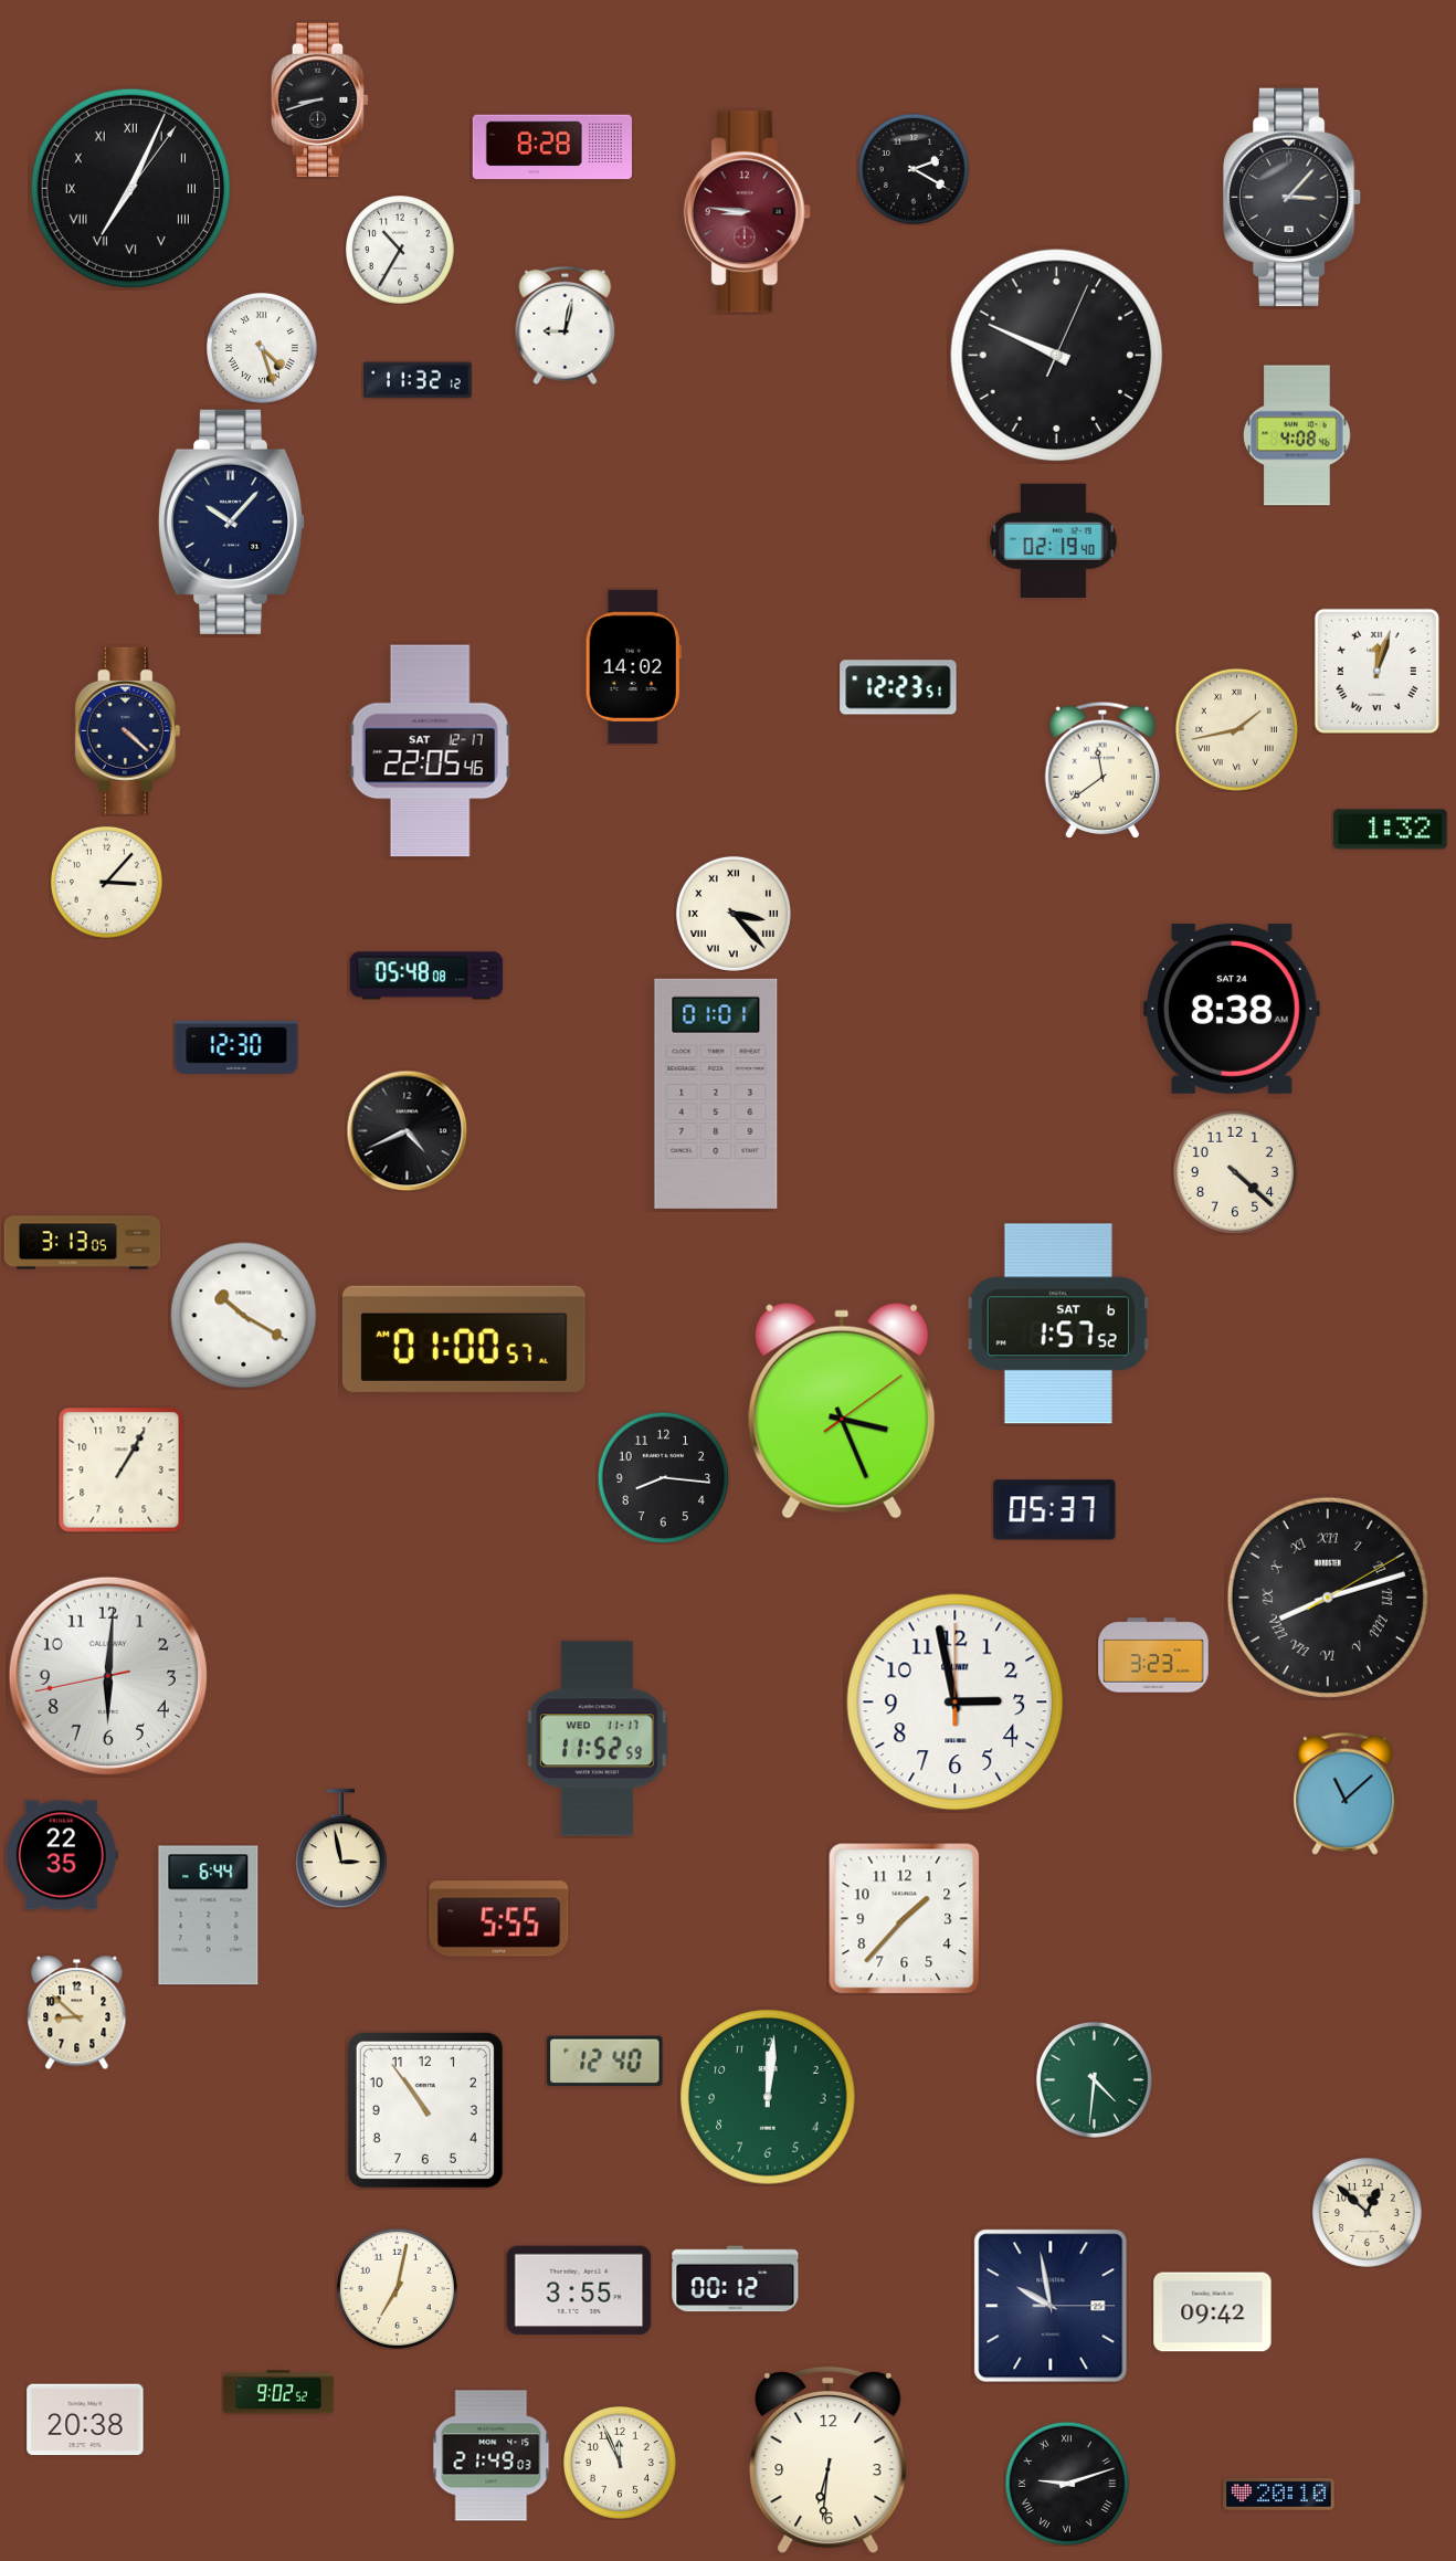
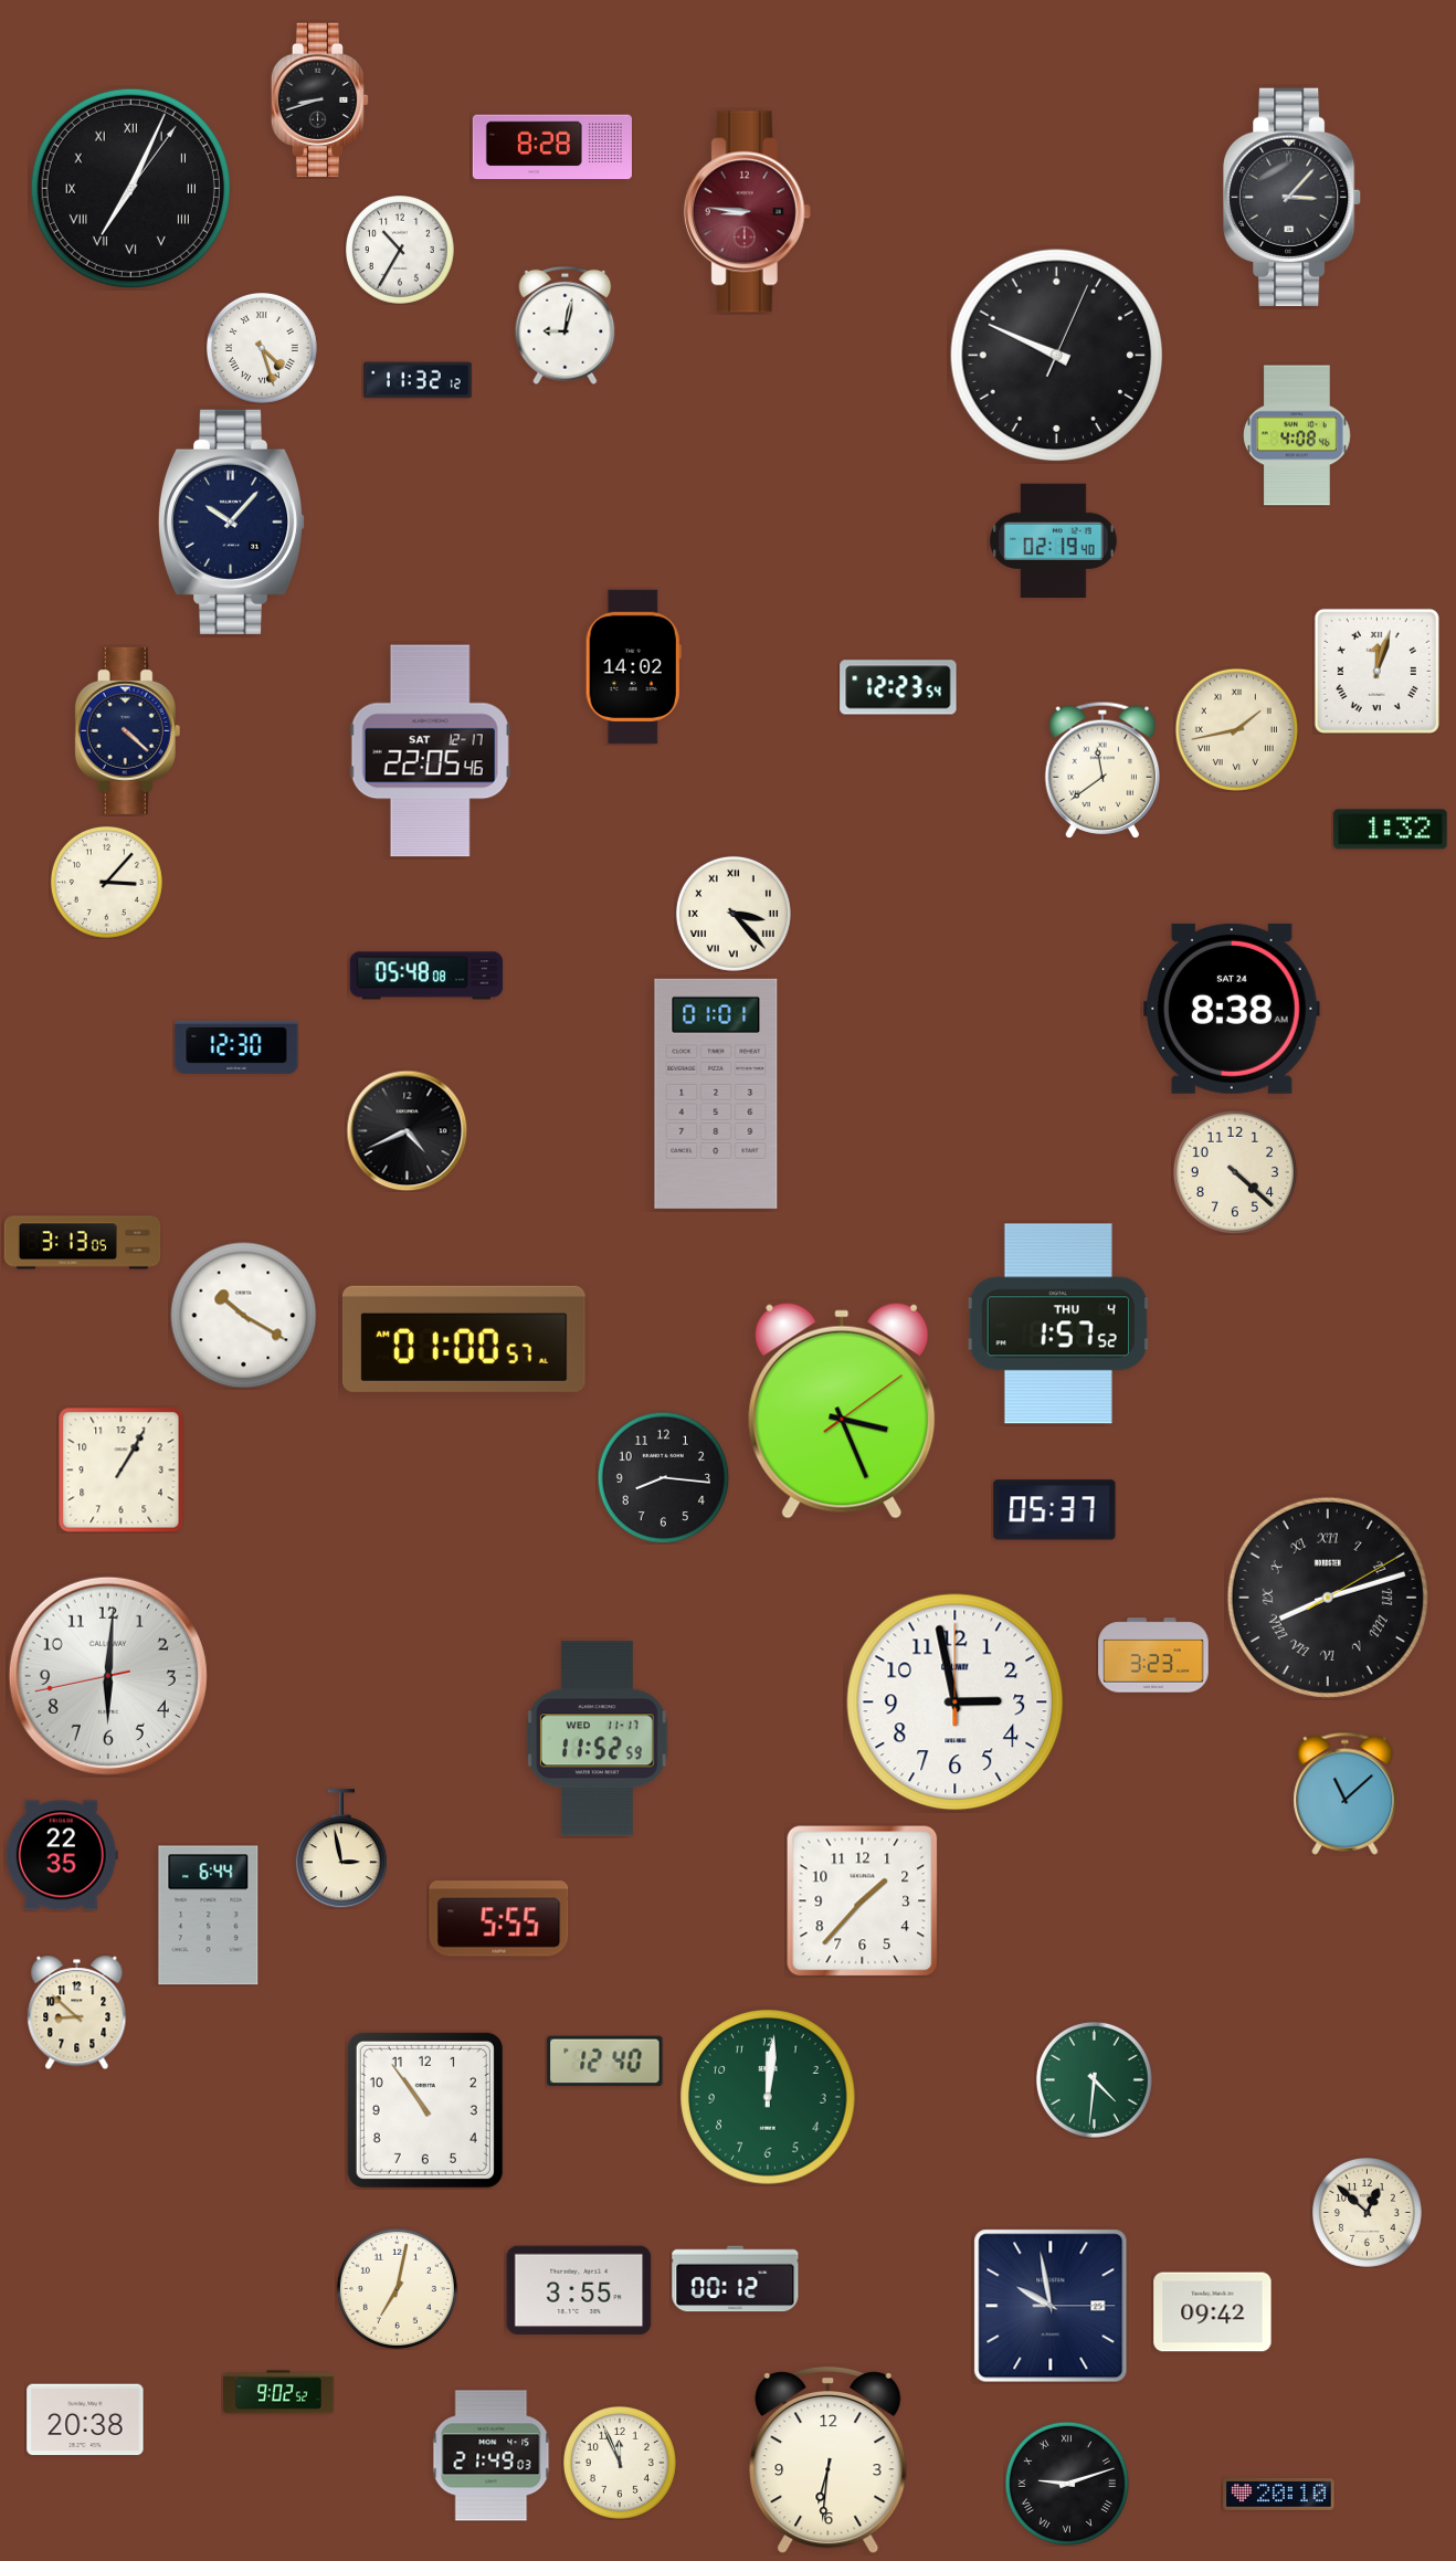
clock at (914, 169): 2:20 -> none
clock at (898, 687): 12:23:51 -> 12:23:54
clock at (1058, 1324) date: SAT 6 -> THU 4
clock at (905, 1919) position: (905, 1919) -> (863, 1901)
